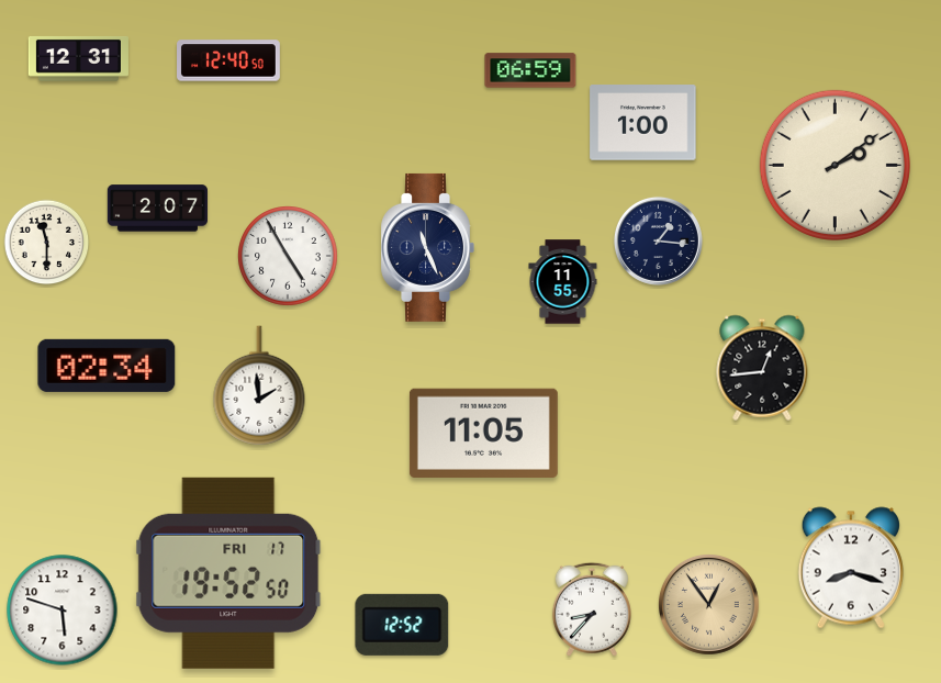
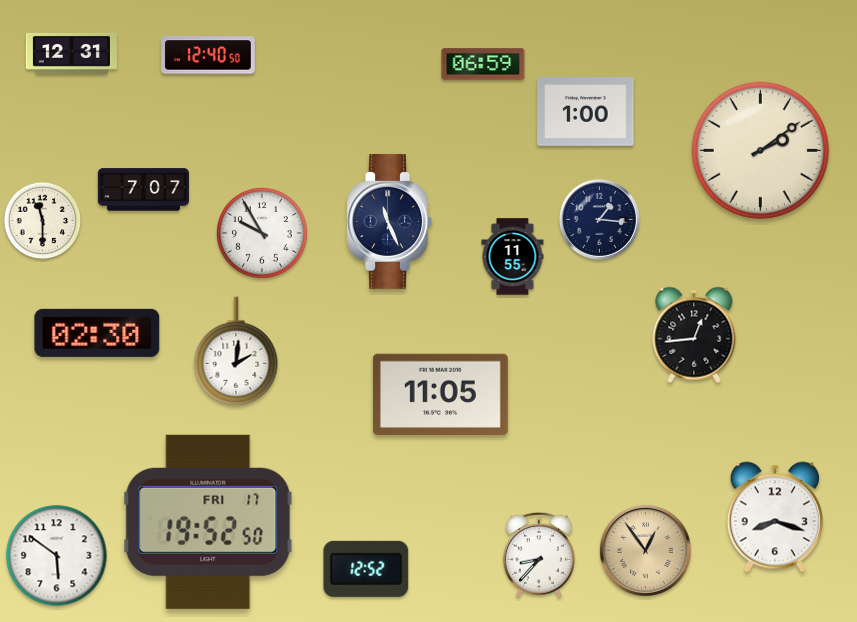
clock at (157, 209): 2:07 -> 7:07
clock at (427, 247) position: (427, 247) -> (389, 221)
clock at (289, 257): 4:55 -> 9:55
clock at (107, 366): 02:34 -> 02:30
clock at (259, 385): 1:59 -> 2:01
clock at (63, 611): 5:48 -> 5:51
